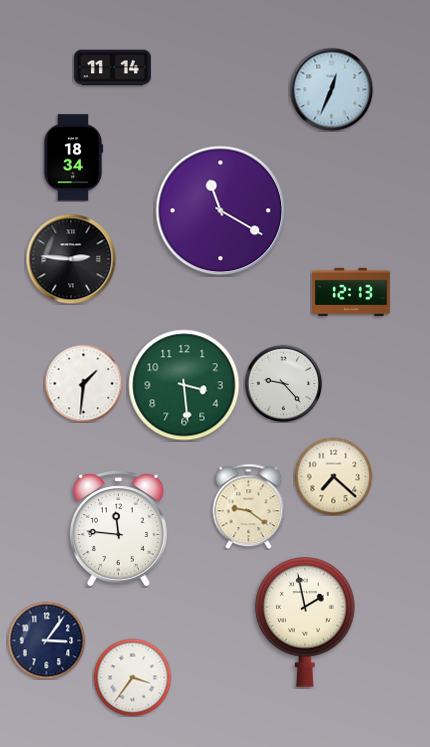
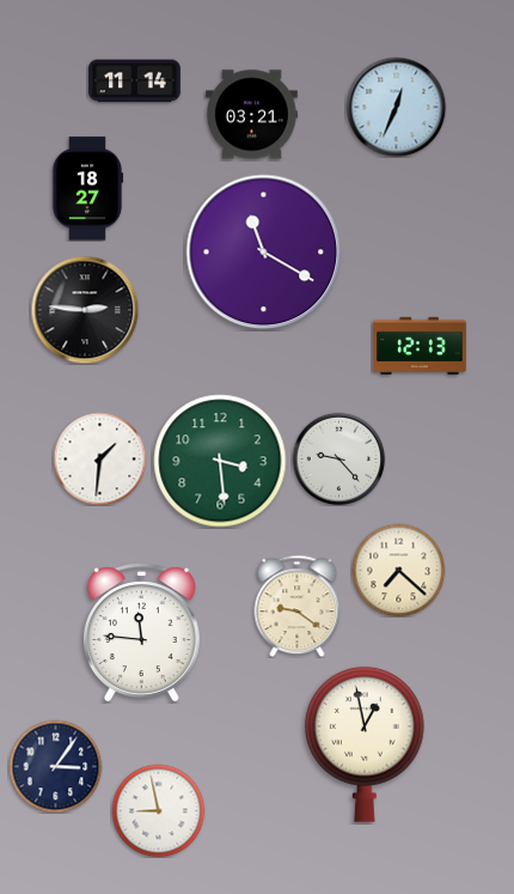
clock at (252, 115): none -> 03:21
clock at (73, 158): 18:34 -> 18:27
clock at (351, 292) position: (351, 292) -> (420, 346)
clock at (305, 622): 1:58 -> 12:58
clock at (132, 677): 3:36 -> 8:58
